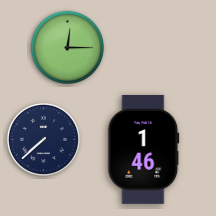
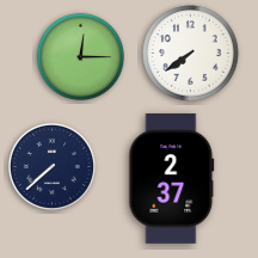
clock at (191, 54): none -> 7:39
clock at (144, 149): 1:46 -> 2:37
